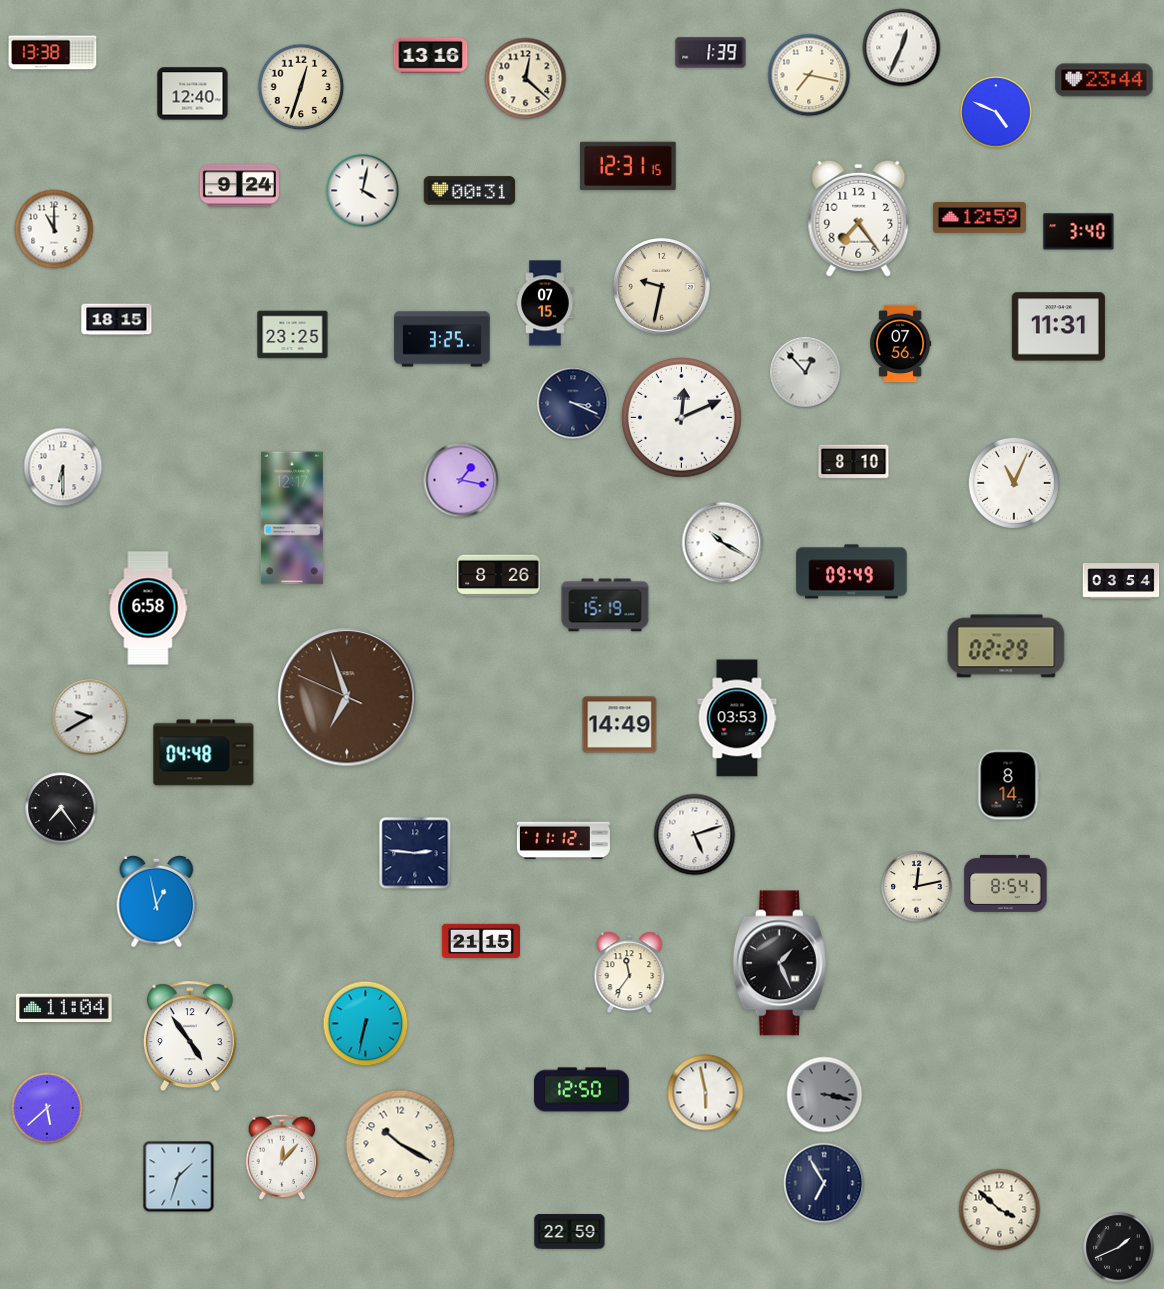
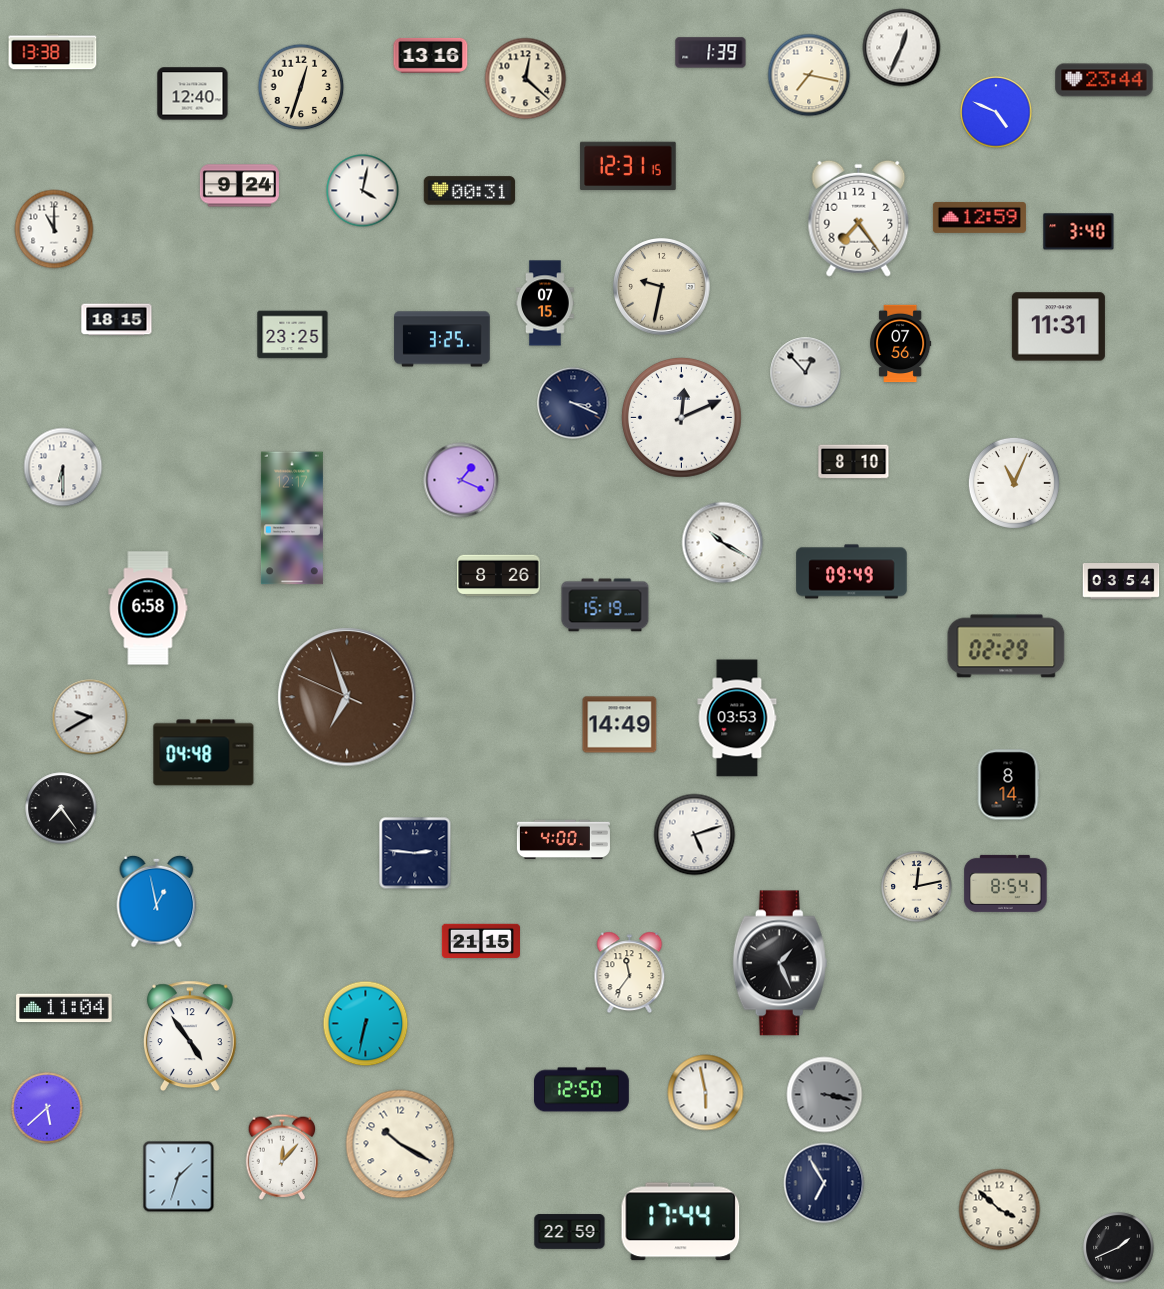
clock at (461, 480): 1:17 -> 1:19
clock at (563, 840): 11:12 -> 4:00
clock at (681, 1222): none -> 17:44
